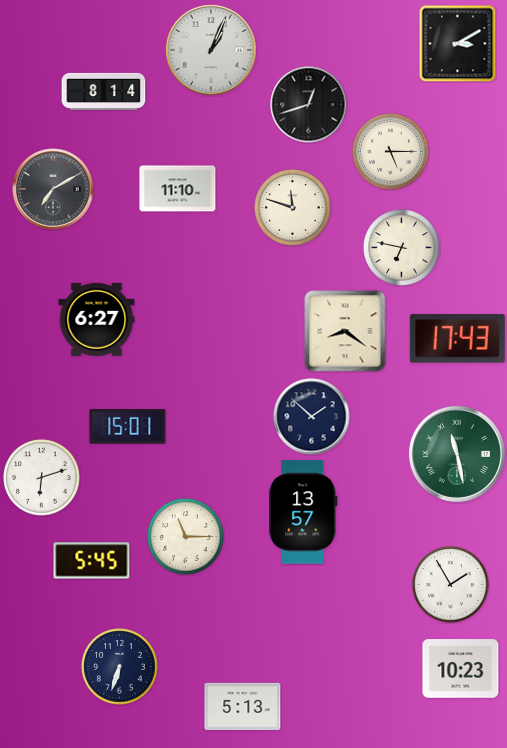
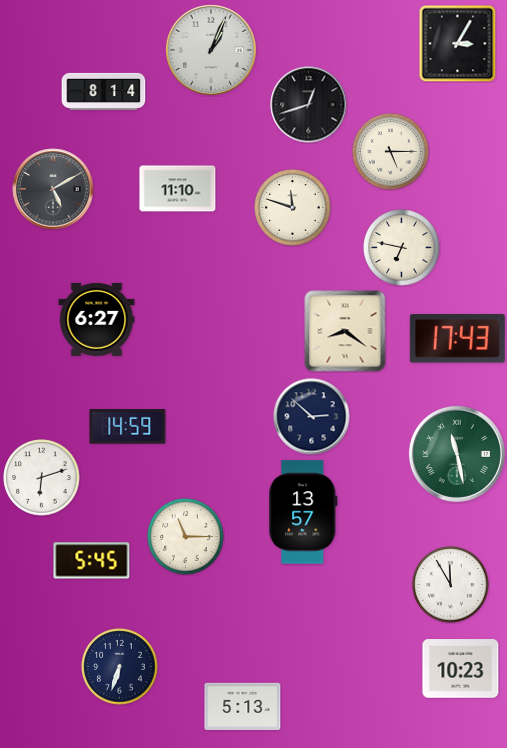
clock at (457, 43): 3:10 -> 3:05
clock at (53, 189): 7:10 -> 5:10
clock at (312, 417): 1:52 -> 2:52
clock at (128, 427): 15:01 -> 14:59
clock at (451, 585): 1:55 -> 11:55
